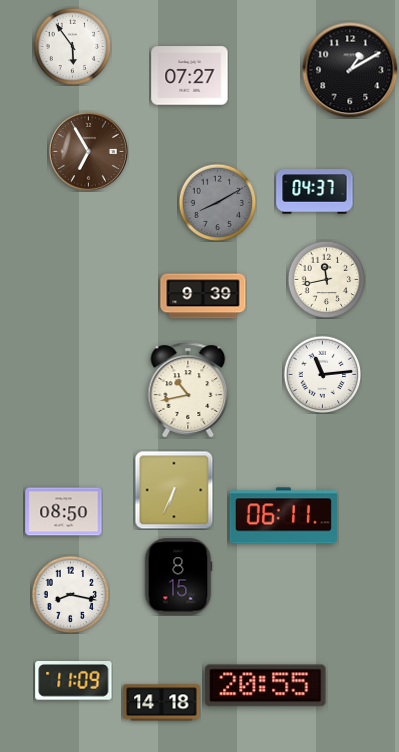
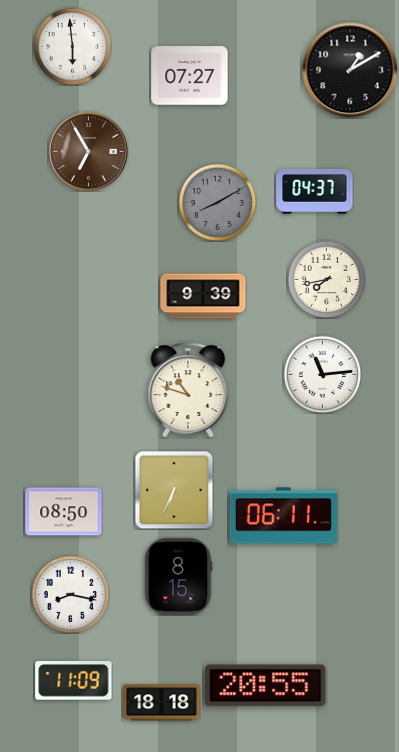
clock at (72, 46): 5:54 -> 5:59
clock at (326, 279): 11:43 -> 7:43
clock at (188, 390): 10:43 -> 10:48
clock at (162, 703): 14:18 -> 18:18
